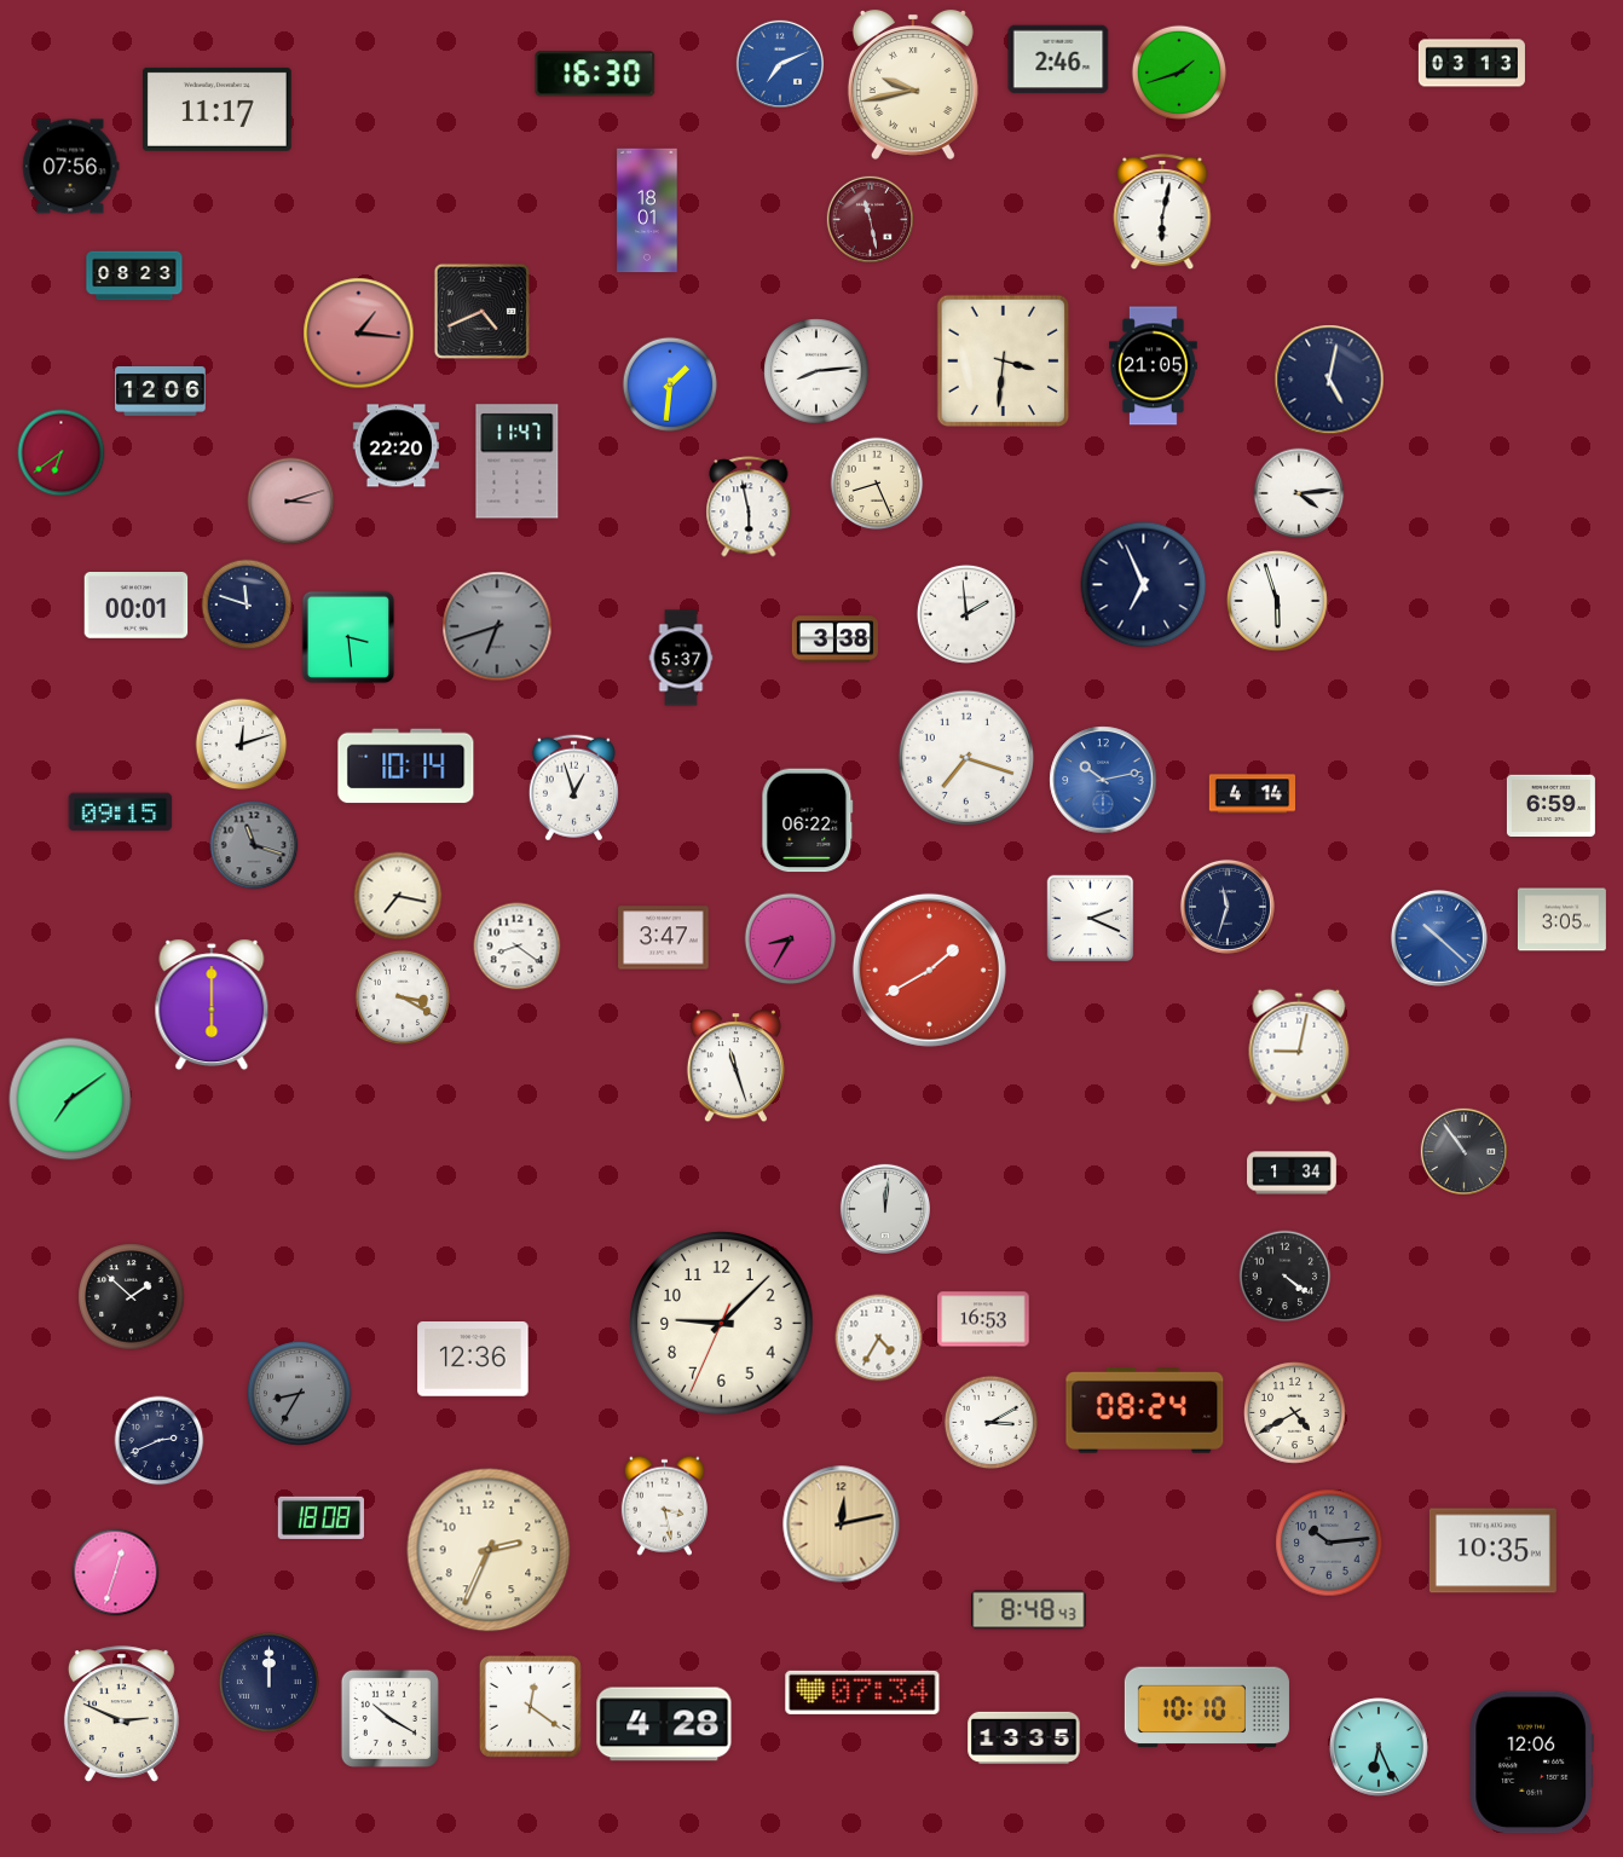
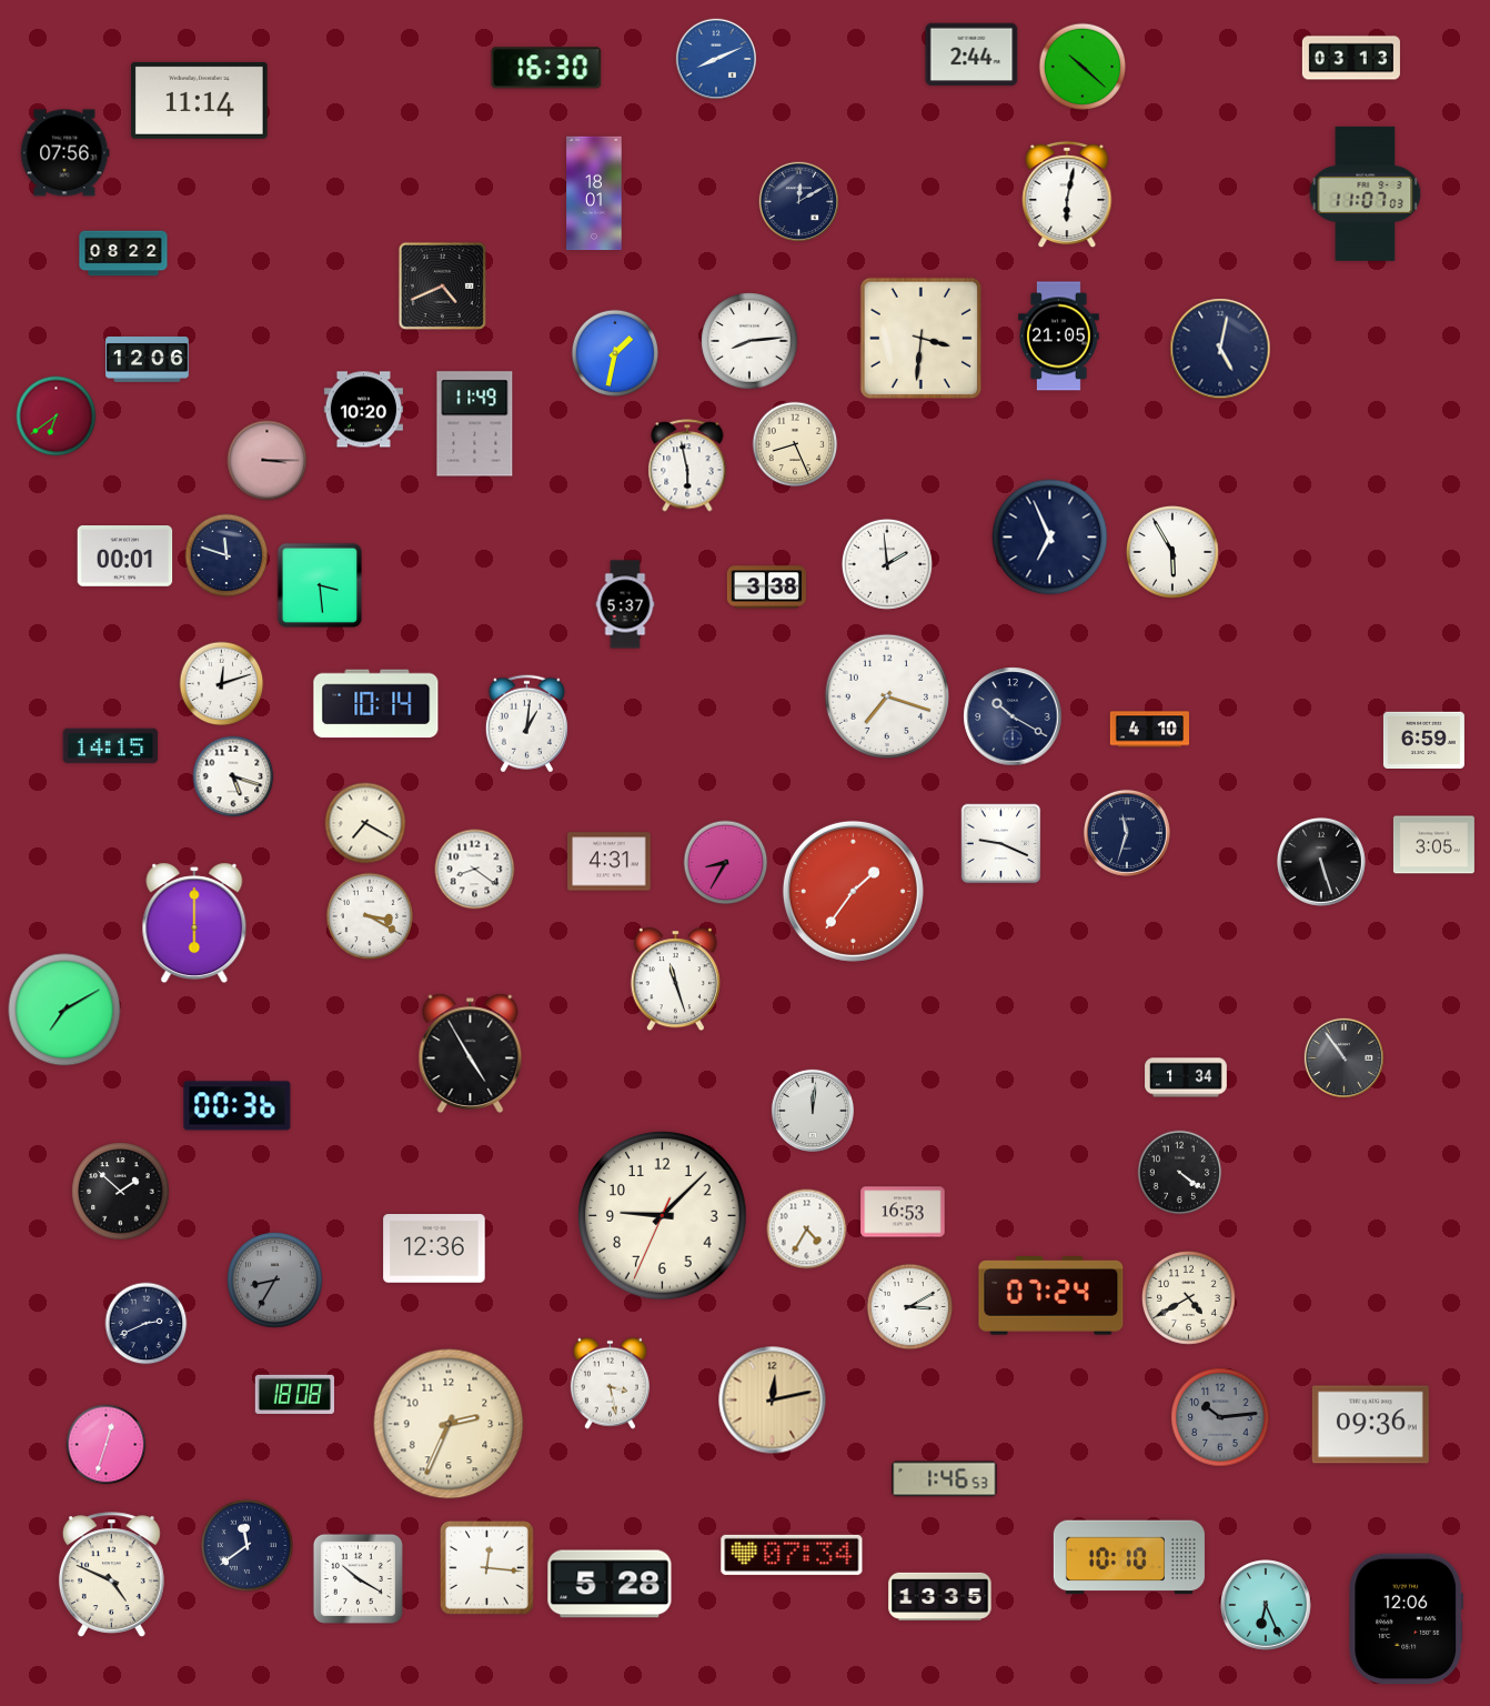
clock at (1058, 59): 2:46 -> 2:44
clock at (779, 63): 7:11 -> 8:11
clock at (1179, 73): 1:42 -> 10:22
clock at (913, 85): 9:43 -> none
clock at (218, 109): 11:17 -> 11:14
clock at (1366, 193): none -> 11:07
clock at (870, 219): 11:28 -> 12:10
clock at (870, 219) dial: burgundy -> navy
clock at (134, 276): 08:23 -> 08:22
clock at (359, 334): 1:16 -> none
clock at (1004, 361) position: (1004, 361) -> (922, 339)
clock at (670, 384): 1:31 -> 1:32
clock at (395, 446): 22:20 -> 10:20
clock at (518, 462): 11:47 -> 11:49
clock at (877, 484) position: (877, 484) -> (795, 444)
clock at (1299, 493): 4:14 -> none
clock at (291, 502): 3:12 -> 3:15
clock at (1277, 601): 5:57 -> 5:55
clock at (497, 626): 6:42 -> none
clock at (406, 766) position: (406, 766) -> (376, 704)
clock at (1103, 780): 10:13 -> 10:20
clock at (1103, 780) dial: blue -> navy
clock at (573, 788): 12:57 -> 1:01
clock at (1252, 794): 4:14 -> 4:10
clock at (121, 812): 09:15 -> 14:15
clock at (808, 821): 06:22 -> none
clock at (254, 845): 11:18 -> 5:18
clock at (254, 845) dial: grey -> white
clock at (398, 896): 7:17 -> 7:20
clock at (1091, 919): 2:19 -> 9:19
clock at (664, 938): 3:47 -> 4:31
clock at (1439, 938): 10:22 -> 5:27
clock at (1439, 938) dial: blue -> black
clock at (929, 970): 1:40 -> 1:36
clock at (1299, 1047): 9:02 -> none
clock at (70, 1099): 7:09 -> 7:10
clock at (471, 1054): none -> 4:55
clock at (238, 1106): none -> 00:36
clock at (1145, 1411): 08:24 -> 07:24
clock at (1492, 1551): 10:35 -> 09:36
clock at (1029, 1610): 8:48 -> 1:46
clock at (268, 1682): 12:00 -> 11:39
clock at (530, 1706): 12:21 -> 12:16
clock at (1207, 1707) position: (1207, 1707) -> (1129, 1557)
clock at (121, 1714): 2:49 -> 4:49
clock at (664, 1724): 4:28 -> 5:28
